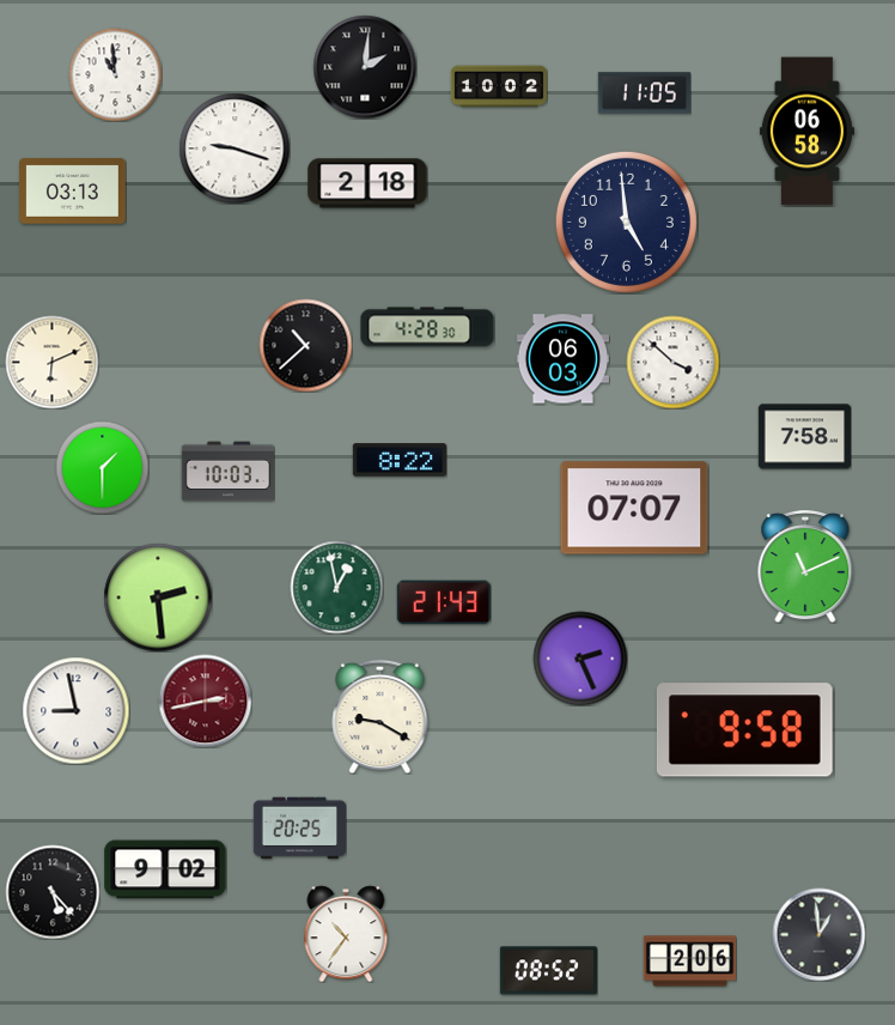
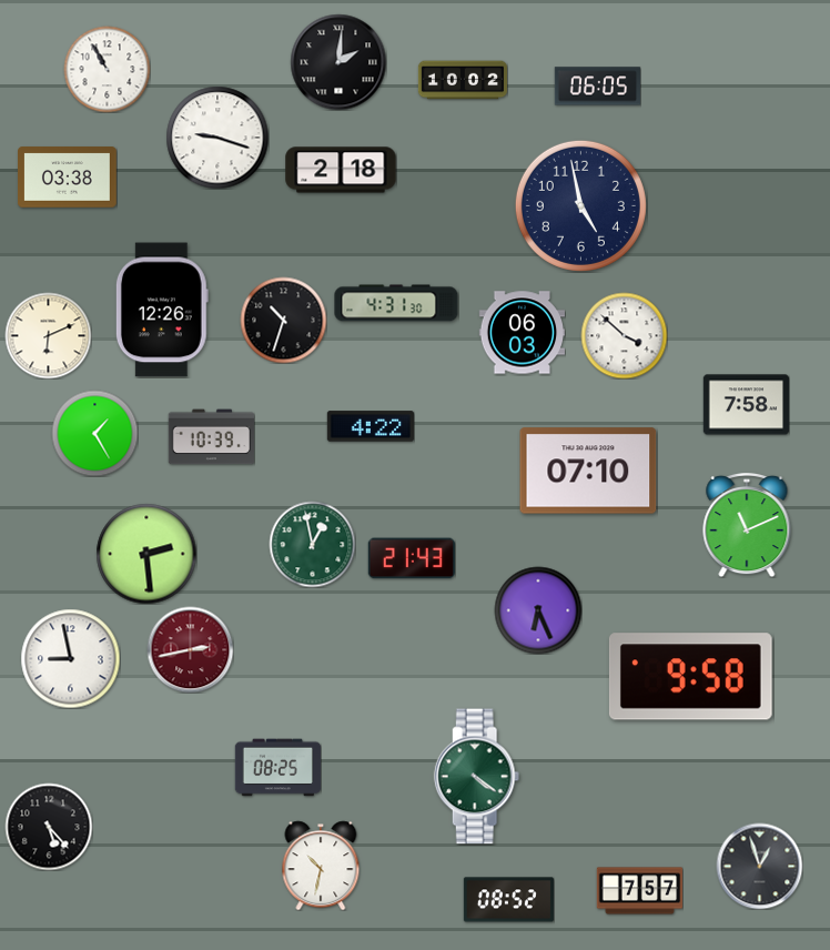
clock at (115, 74): 10:59 -> 10:55
clock at (644, 93): 11:05 -> 06:05
clock at (806, 132): 06:58 -> none
clock at (73, 192): 03:13 -> 03:38
clock at (626, 222): 4:59 -> 4:58
clock at (427, 327): 4:28 -> 4:31
clock at (162, 310): none -> 12:26
clock at (305, 345): 10:38 -> 10:33
clock at (398, 460): 8:22 -> 4:22
clock at (102, 467): 1:30 -> 1:25
clock at (227, 472): 10:03 -> 10:39
clock at (634, 508): 07:07 -> 07:10
clock at (580, 659): 2:26 -> 6:26
clock at (380, 716): 9:20 -> none
clock at (299, 829): 20:25 -> 08:25
clock at (477, 777): none -> 4:21
clock at (165, 869): 9:02 -> none
clock at (346, 934): 10:36 -> 10:32
clock at (818, 934): 12:59 -> 12:57
clock at (689, 962): 2:06 -> 7:57
